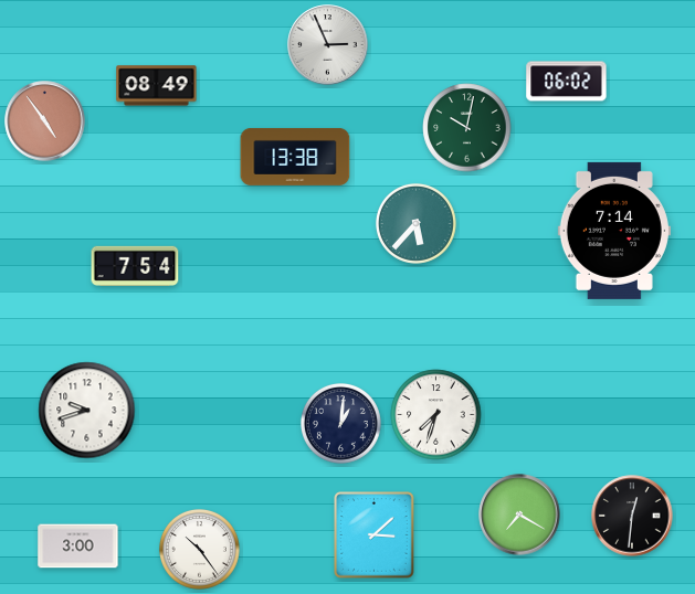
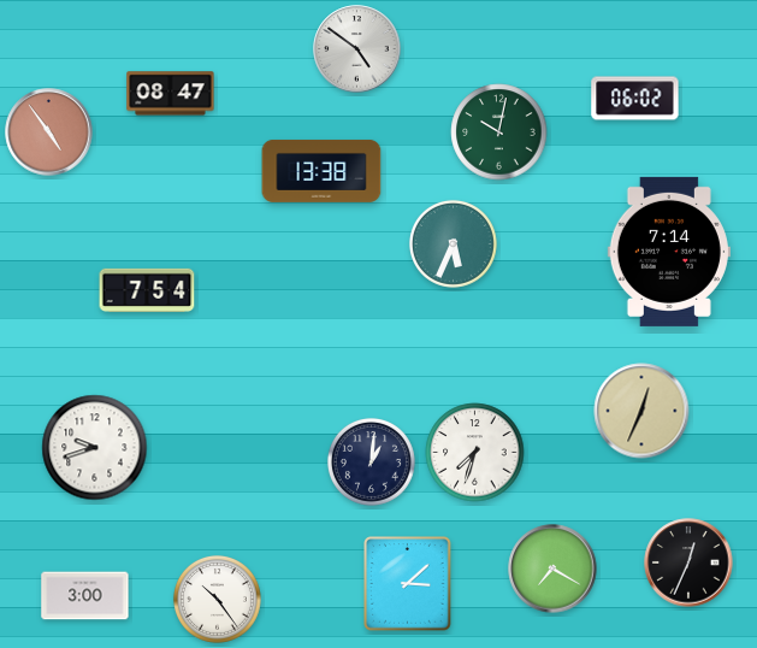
clock at (328, 45): 2:56 -> 4:51
clock at (567, 82) position: (567, 82) -> (635, 99)
clock at (157, 86): 08:49 -> 08:47
clock at (467, 128) position: (467, 128) -> (499, 132)
clock at (415, 223): 5:37 -> 5:34
clock at (641, 411): none -> 12:34
clock at (519, 515) position: (519, 515) -> (552, 569)
clock at (632, 516): 12:31 -> 12:34
